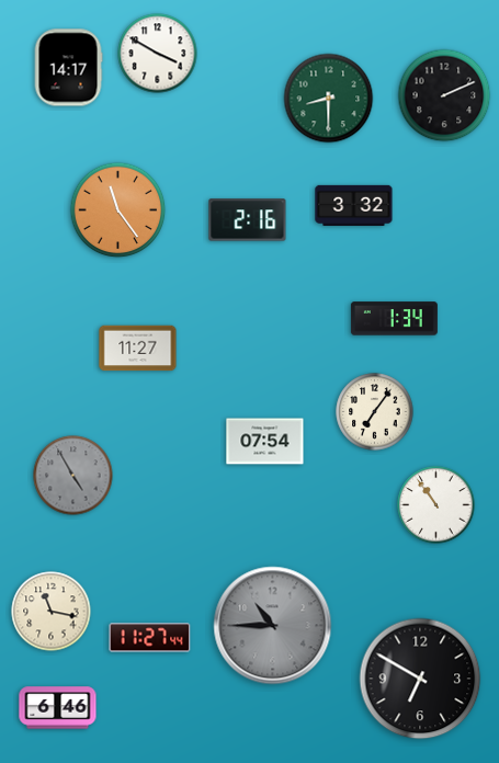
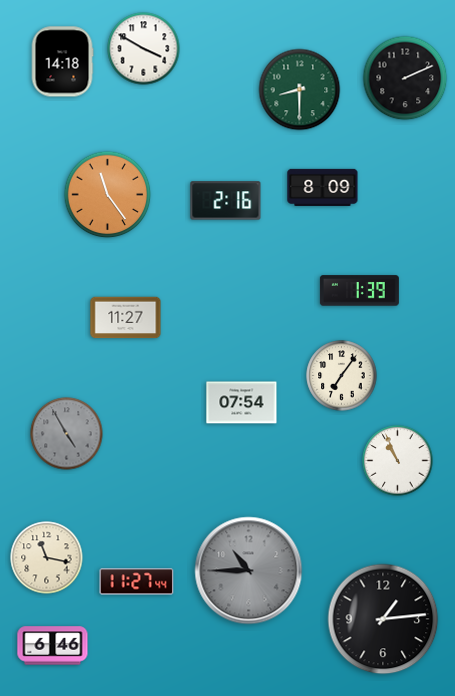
clock at (68, 68): 14:17 -> 14:18
clock at (444, 95) position: (444, 95) -> (405, 78)
clock at (354, 205): 3:32 -> 8:09
clock at (118, 210) position: (118, 210) -> (108, 195)
clock at (394, 319): 1:34 -> 1:39
clock at (436, 505): 10:54 -> 10:56
clock at (420, 679): 6:50 -> 1:14
